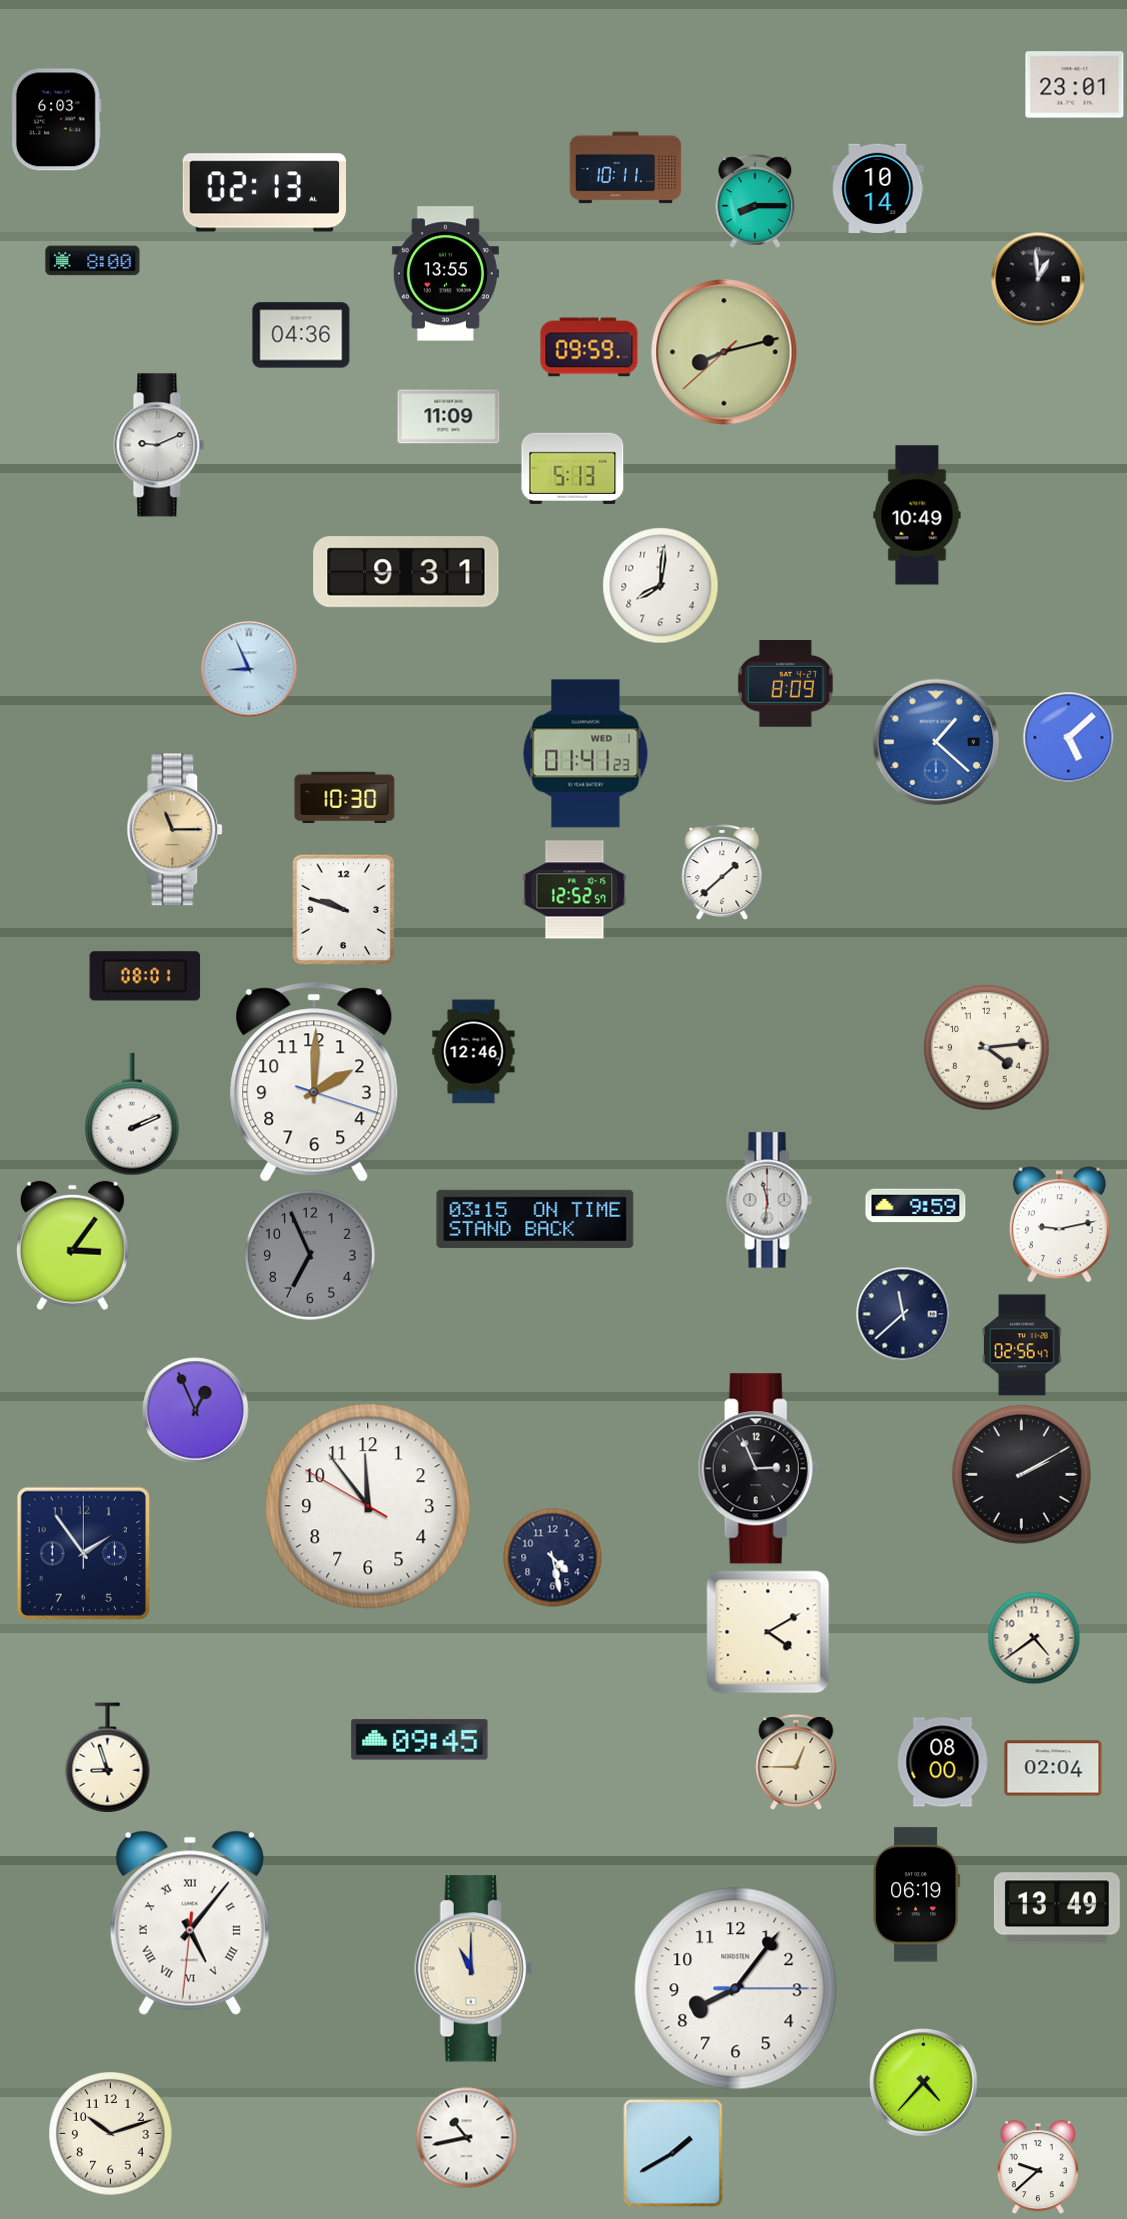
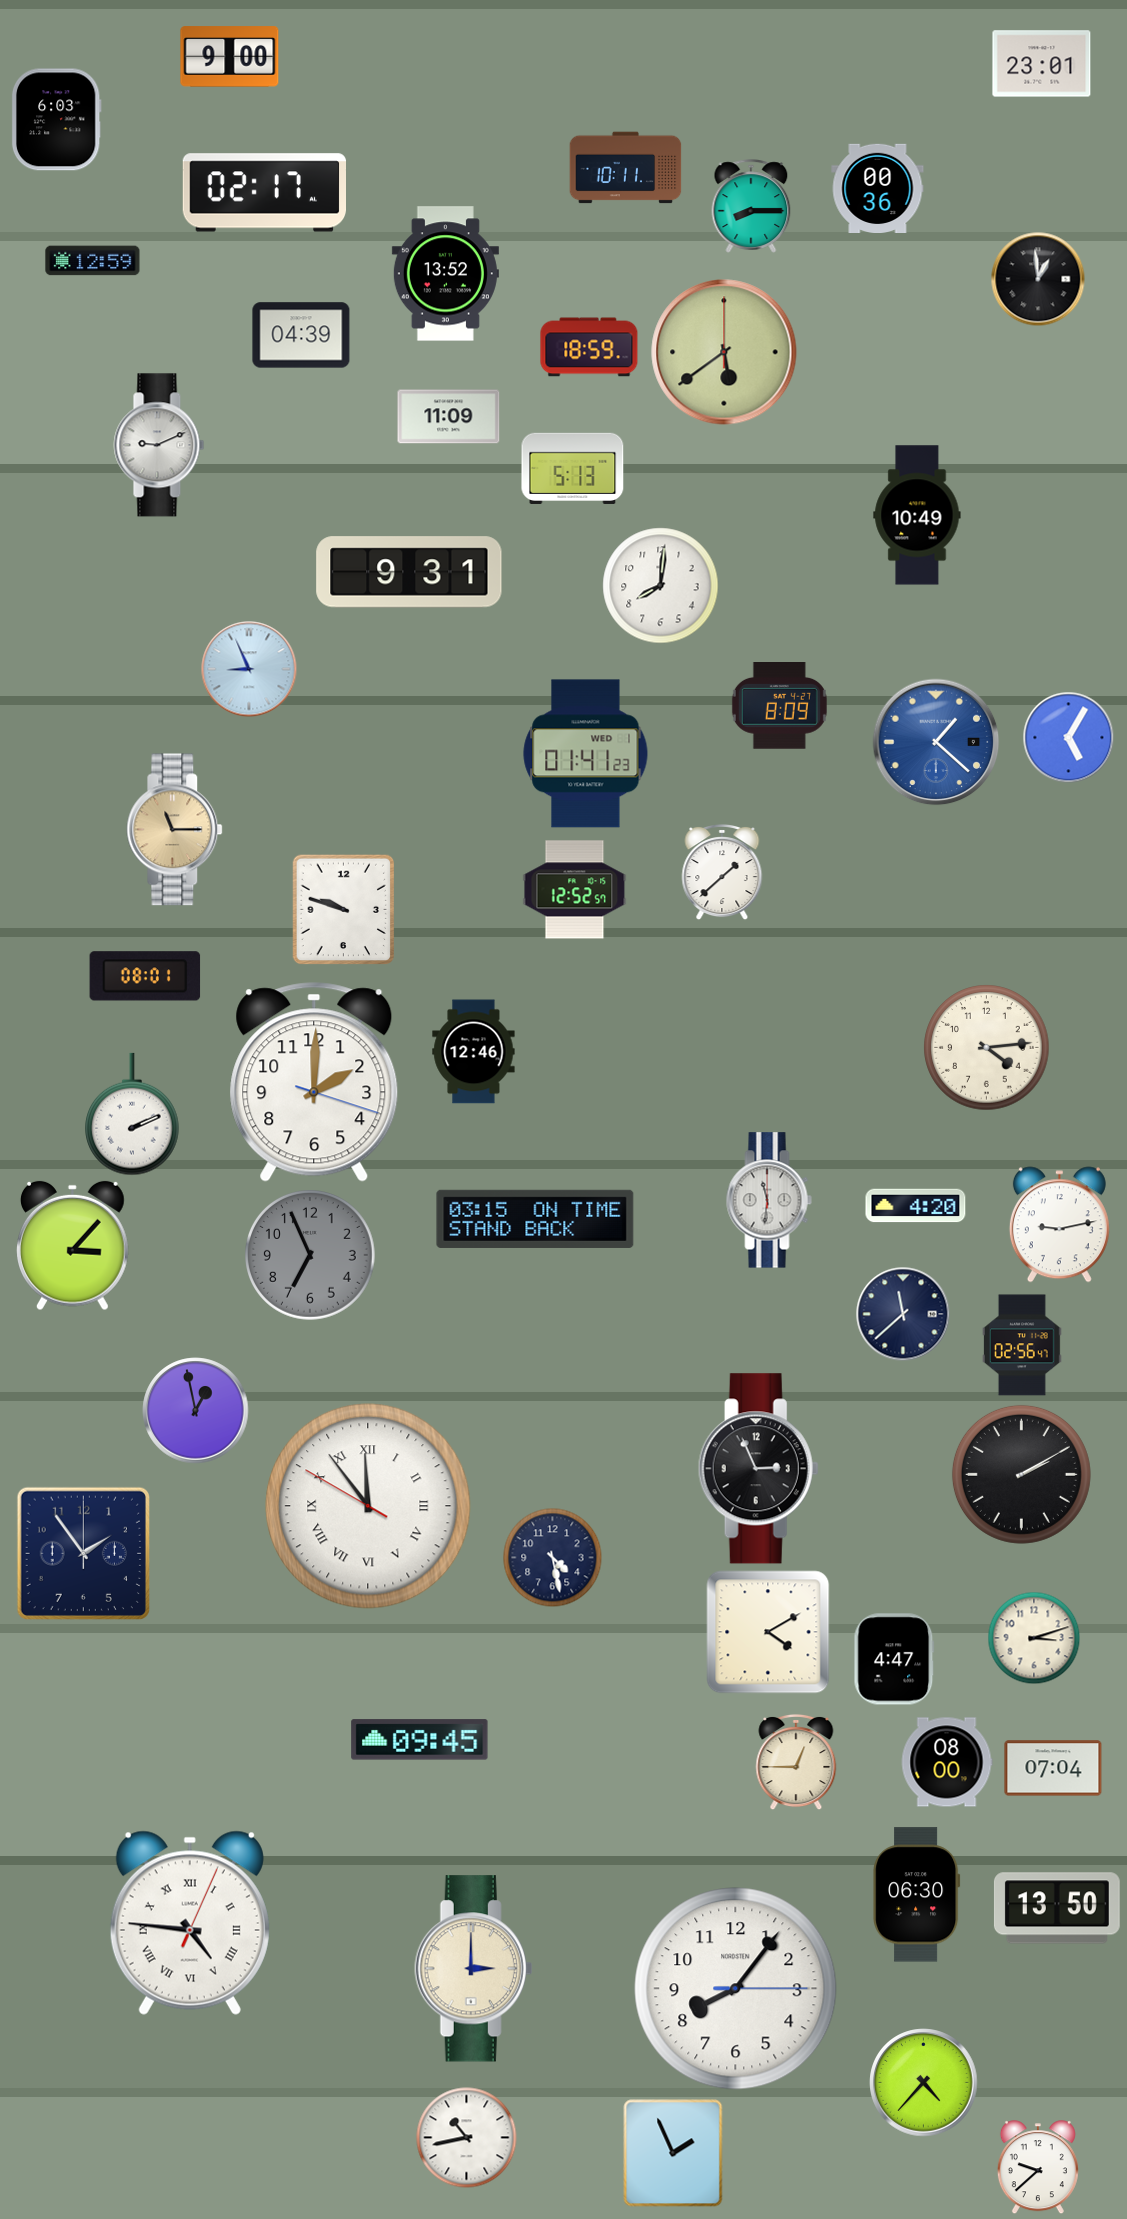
clock at (230, 57): none -> 9:00
clock at (1075, 85) position: (1075, 85) -> (1042, 64)
clock at (878, 188): 10:14 -> 00:36
clock at (264, 193): 02:13 -> 02:17
clock at (755, 201) position: (755, 201) -> (751, 206)
clock at (93, 261): 8:00 -> 12:59
clock at (445, 274): 13:55 -> 13:52
clock at (301, 335): 04:36 -> 04:39
clock at (589, 347): 09:59 -> 18:59
clock at (724, 352): 8:12 -> 5:39
clock at (406, 572) position: (406, 572) -> (409, 572)
clock at (785, 684) position: (785, 684) -> (779, 706)
clock at (1068, 737): 5:08 -> 5:05
clock at (345, 798): 10:30 -> none
clock at (916, 1206): 9:59 -> 4:20
clock at (73, 1246): 3:06 -> 3:07
clock at (196, 1411): 12:56 -> 12:58
clock at (368, 1506) numerals: Arabic -> Roman
clock at (1034, 1638): 4:39 -> 3:12
clock at (894, 1659): none -> 4:47
clock at (108, 1758): 8:57 -> none
clock at (943, 1762) position: (943, 1762) -> (947, 1762)
clock at (1053, 1768): 02:04 -> 07:04
clock at (917, 1895): 06:19 -> 06:30
clock at (1057, 1908): 13:49 -> 13:50
clock at (190, 1923): 5:06 -> 4:46
clock at (474, 1969): 11:00 -> 3:00
clock at (111, 2134): 10:12 -> none
clock at (673, 2153): 1:40 -> 1:56
